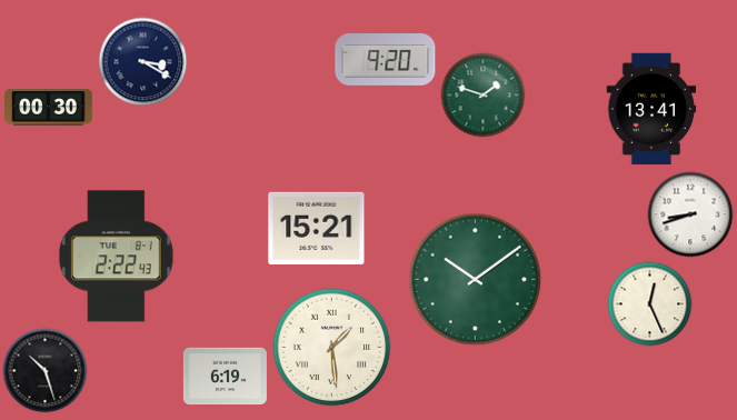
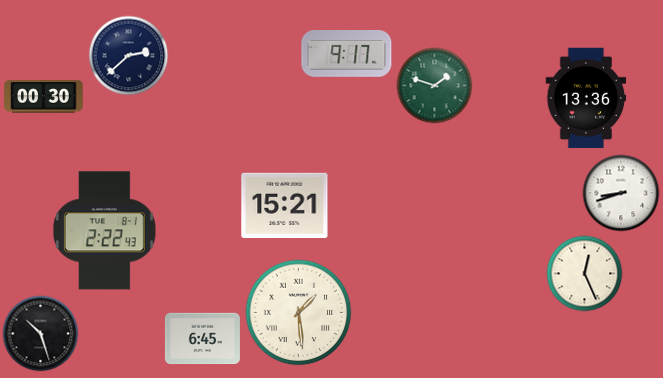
clock at (386, 60): 9:20 -> 9:17
clock at (143, 62): 3:20 -> 2:38
clock at (651, 109): 13:41 -> 13:36
clock at (476, 280): 10:09 -> none
clock at (225, 377): 6:19 -> 6:45
